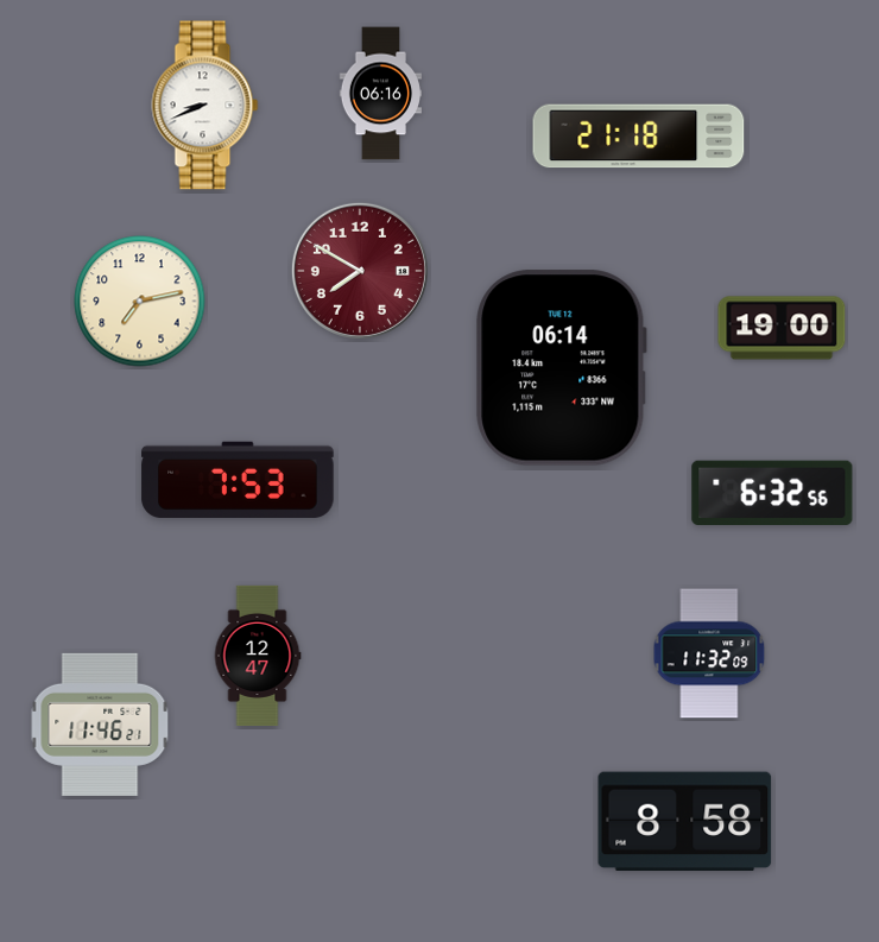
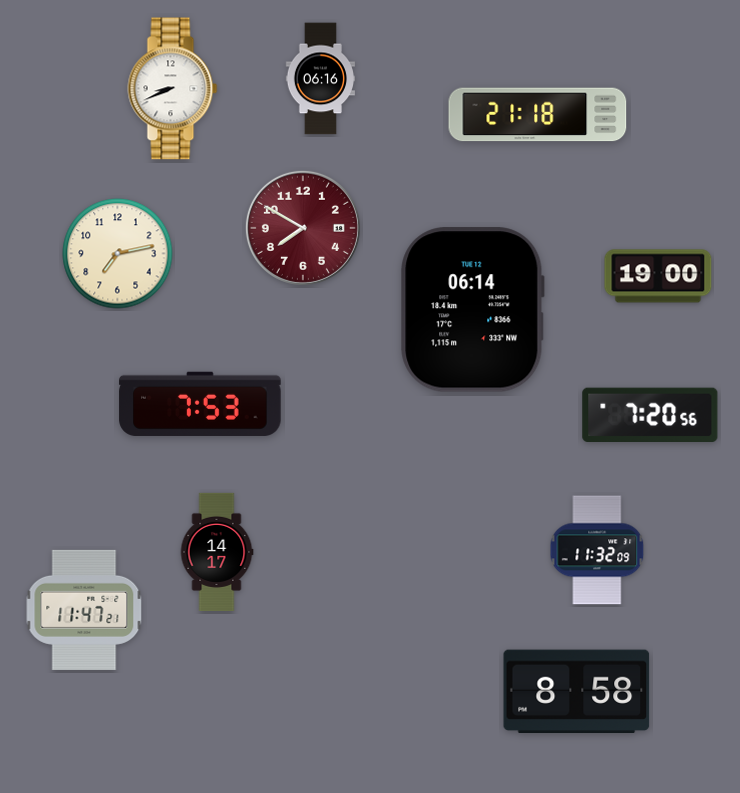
clock at (772, 492): 6:32 -> 7:20
clock at (258, 656): 12:47 -> 14:17
clock at (100, 725): 11:46 -> 11:47
